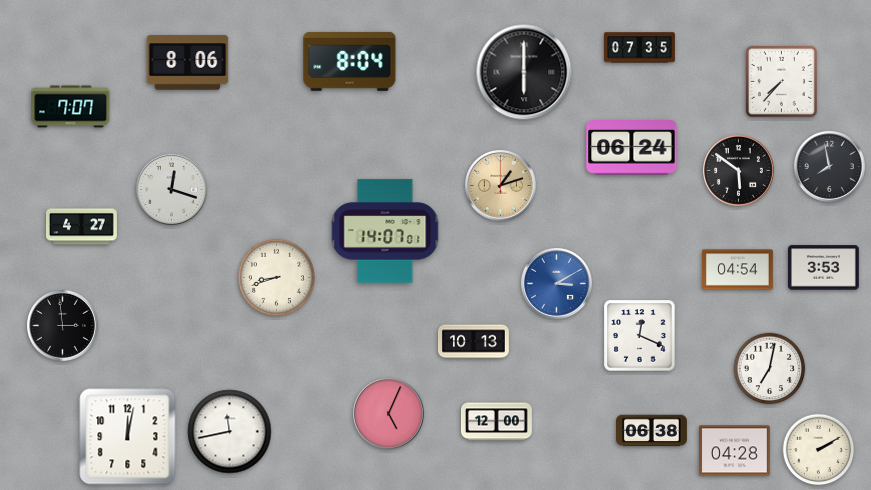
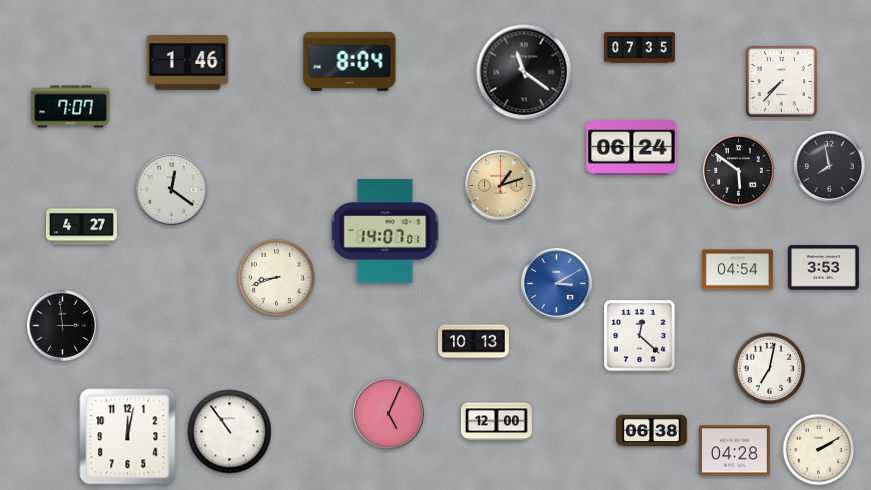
clock at (188, 63): 8:06 -> 1:46
clock at (524, 72): 6:00 -> 11:21
clock at (171, 189): 12:18 -> 12:21
clock at (640, 336): 12:19 -> 12:22
clock at (230, 432): 11:43 -> 10:54
